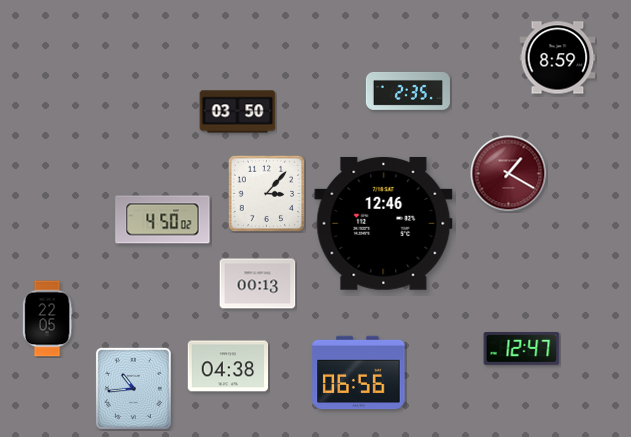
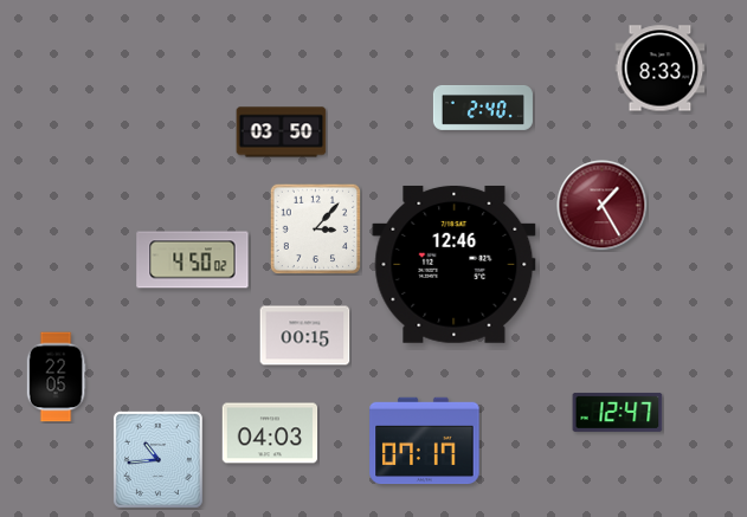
clock at (558, 58): 8:59 -> 8:33
clock at (408, 91): 2:35 -> 2:40
clock at (509, 174): 1:20 -> 1:25
clock at (258, 284): 00:13 -> 00:15
clock at (228, 366): 04:38 -> 04:03
clock at (359, 373): 06:56 -> 07:17
